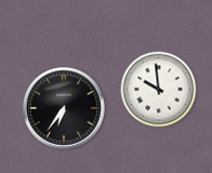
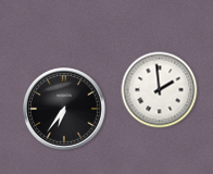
clock at (159, 90): 9:59 -> 1:59
